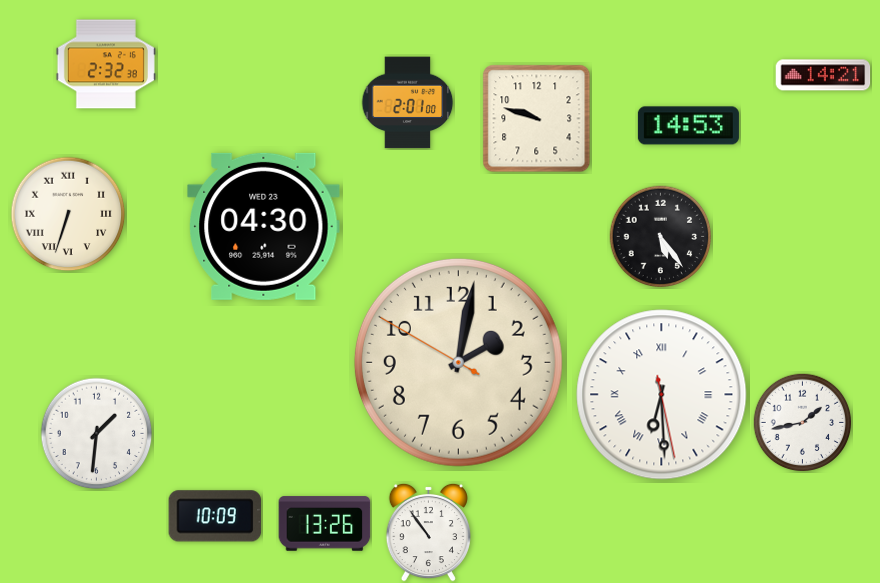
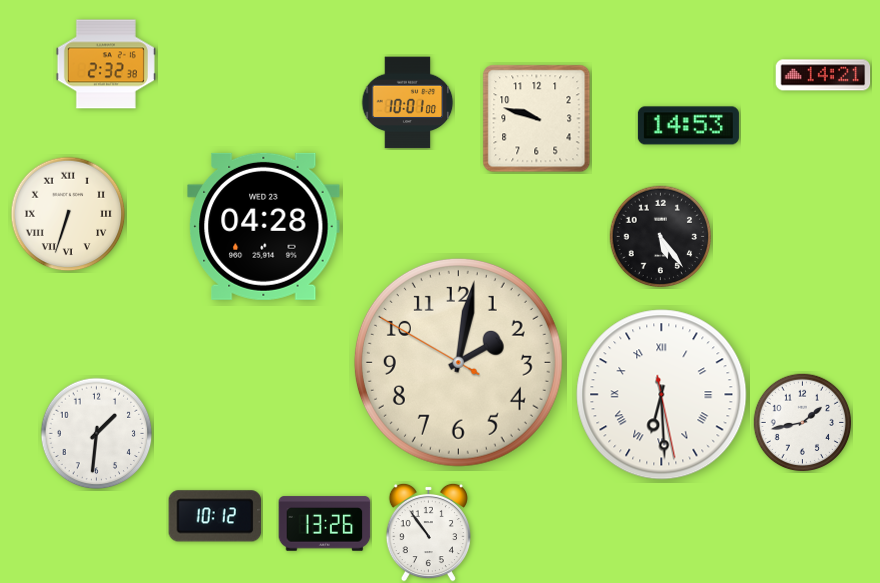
clock at (407, 103): 2:01 -> 10:01
clock at (264, 226): 04:30 -> 04:28
clock at (215, 516): 10:09 -> 10:12
